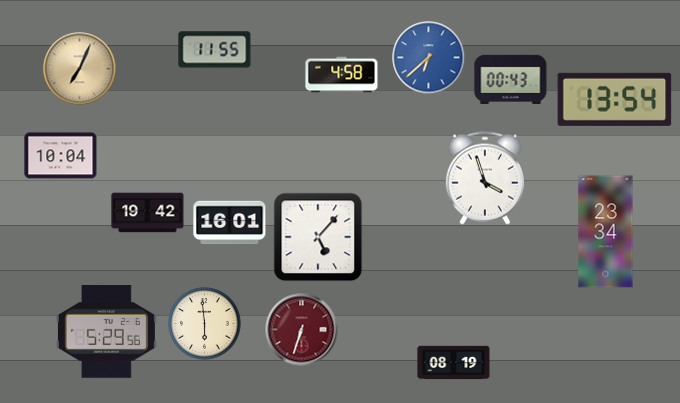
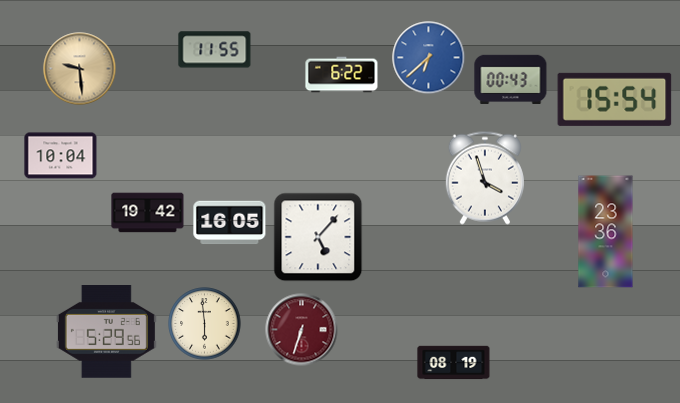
clock at (80, 69): 7:04 -> 9:29
clock at (342, 75): 4:58 -> 6:22
clock at (615, 99): 13:54 -> 15:54
clock at (230, 223): 16:01 -> 16:05
clock at (606, 232): 23:34 -> 23:36
